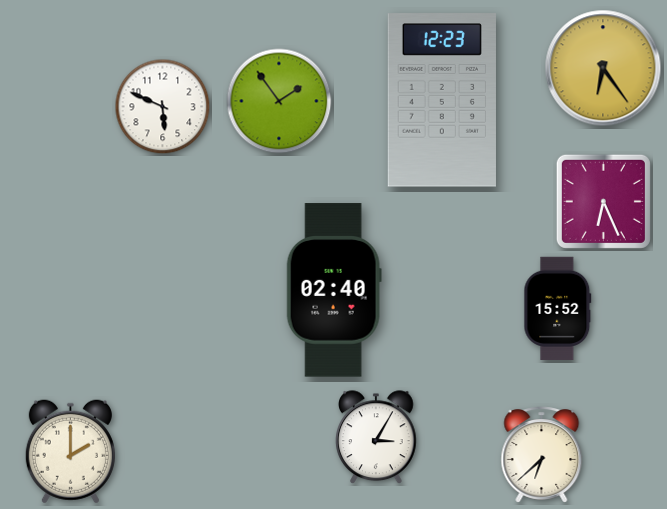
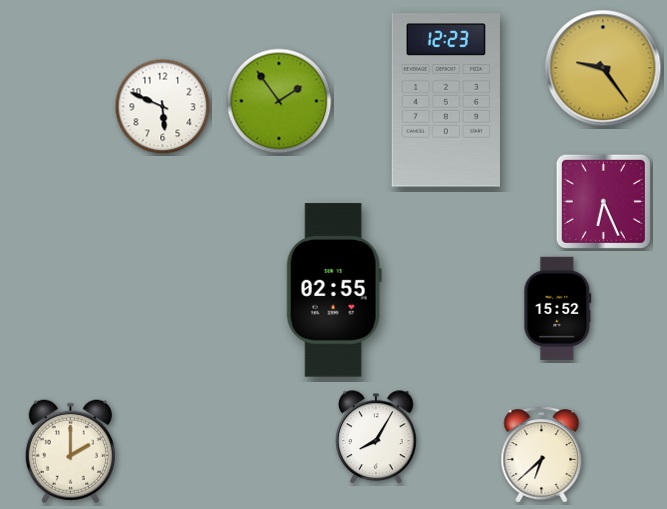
clock at (603, 68): 6:24 -> 9:24
clock at (442, 100) position: (442, 100) -> (446, 100)
clock at (334, 290): 02:40 -> 02:55
clock at (377, 438): 3:05 -> 8:05
